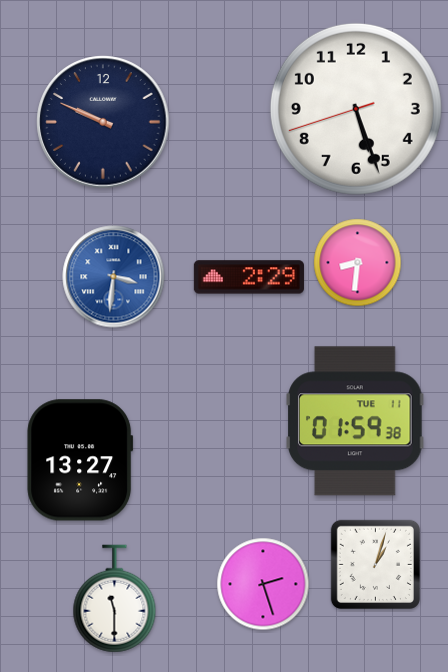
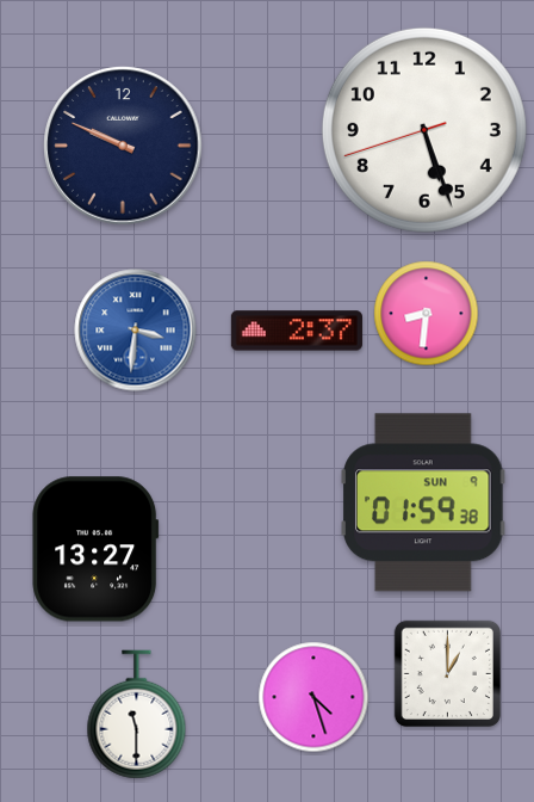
clock at (249, 277): 2:29 -> 2:37
clock at (355, 421) date: TUE 11 -> SUN 9
clock at (375, 564): 1:03 -> 1:00
clock at (263, 584): 2:27 -> 4:27
